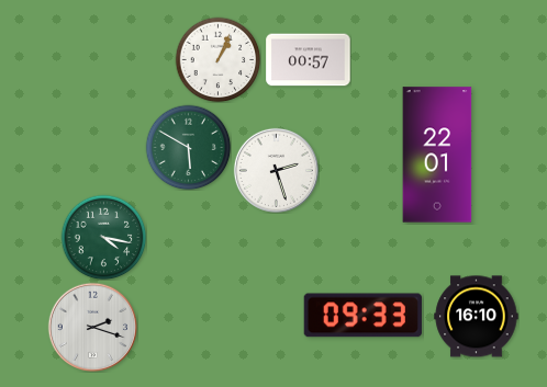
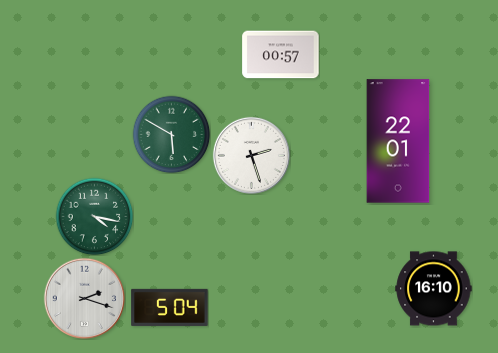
clock at (217, 59): 1:04 -> none
clock at (362, 316): 09:33 -> none
clock at (170, 307): none -> 5:04
